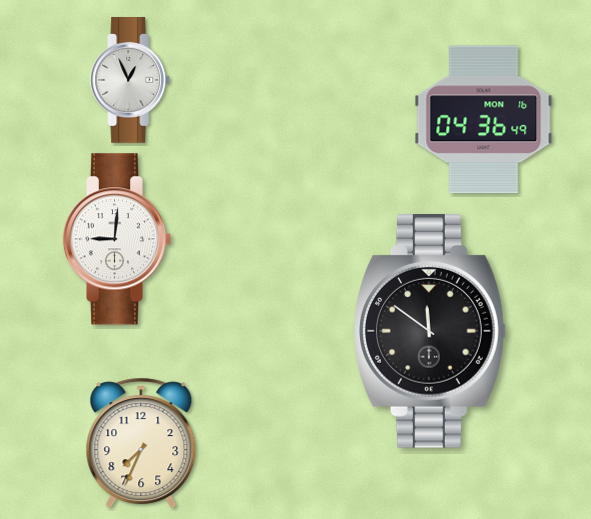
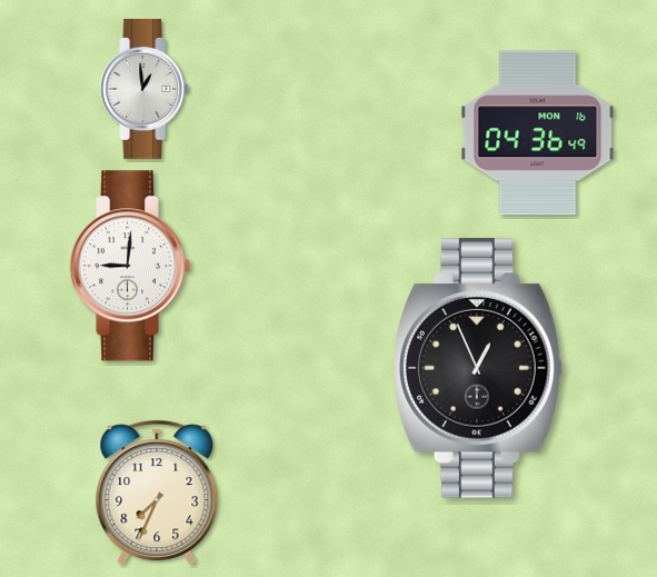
clock at (131, 81): 12:56 -> 12:59
clock at (431, 332): 11:51 -> 12:56
